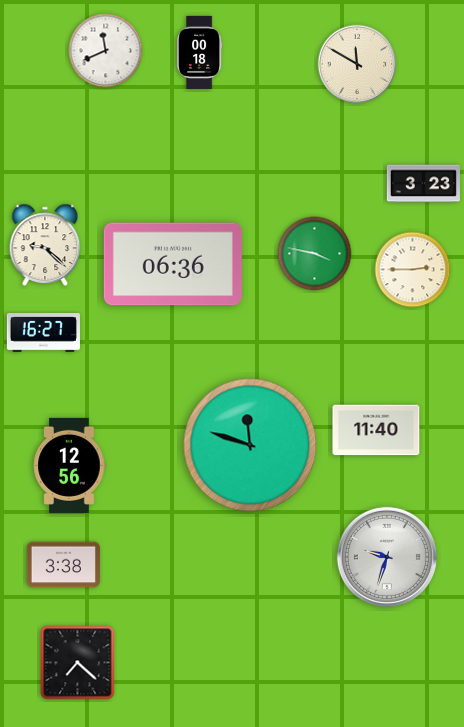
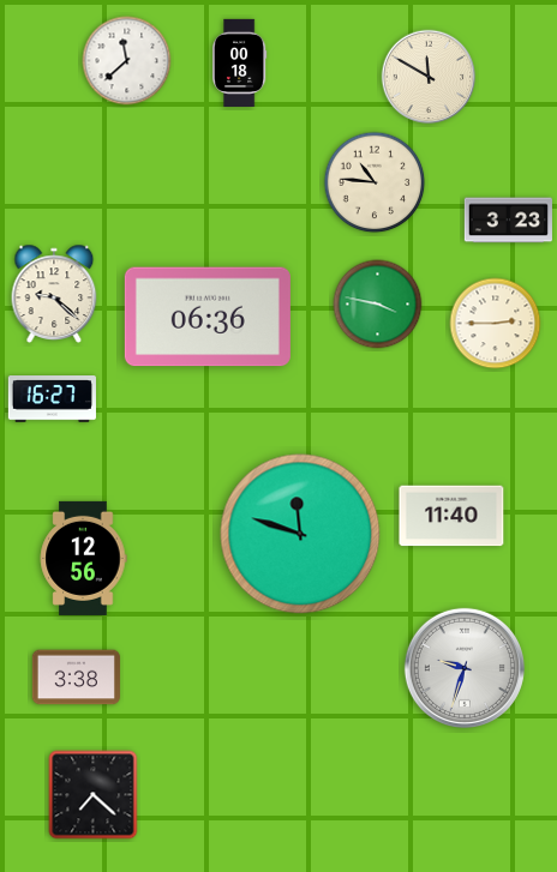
clock at (106, 51): 11:41 -> 11:38
clock at (375, 182): none -> 10:46
